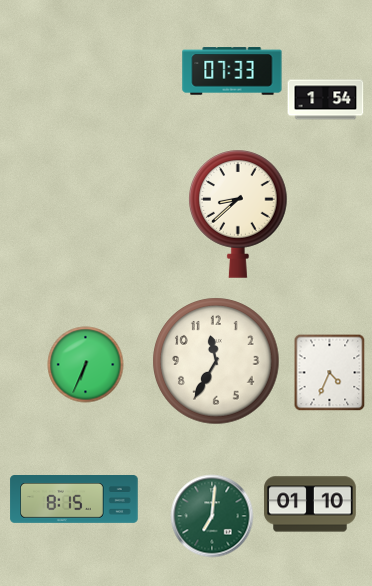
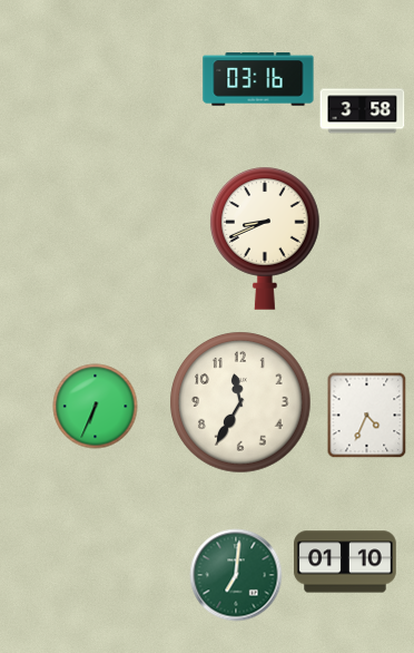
clock at (232, 71): 07:33 -> 03:16
clock at (326, 100): 1:54 -> 3:58
clock at (239, 214): 8:38 -> 8:41
clock at (74, 500): 8:15 -> none
